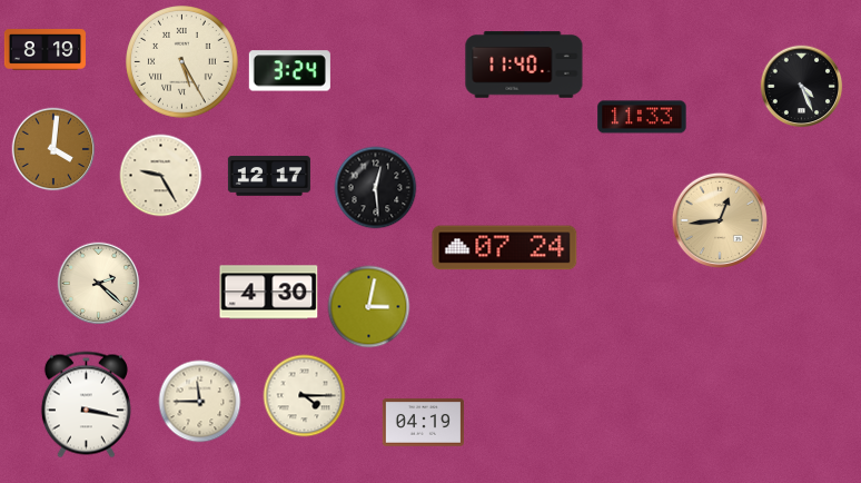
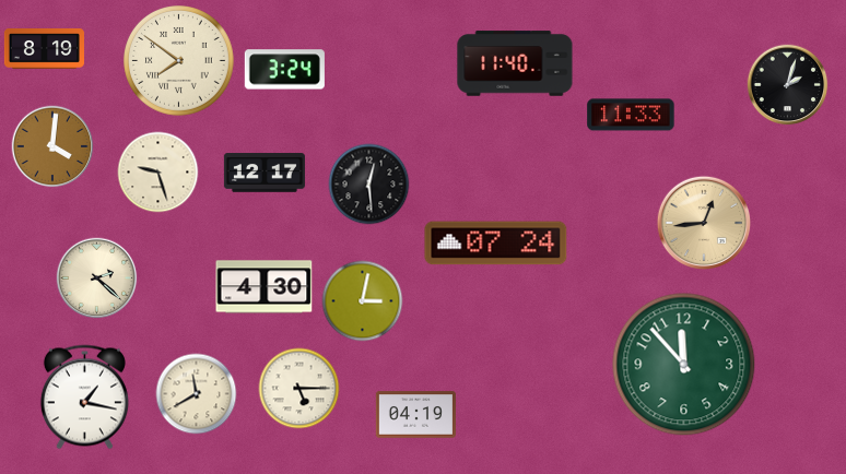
clock at (182, 62): 5:25 -> 7:51
clock at (802, 87): 4:26 -> 2:03
clock at (161, 176): 9:25 -> 9:27
clock at (719, 219) position: (719, 219) -> (703, 222)
clock at (684, 365): none -> 11:53
clock at (305, 396): 4:15 -> 5:15
clock at (200, 402): 11:45 -> 11:40
clock at (86, 405): 3:17 -> 1:17
